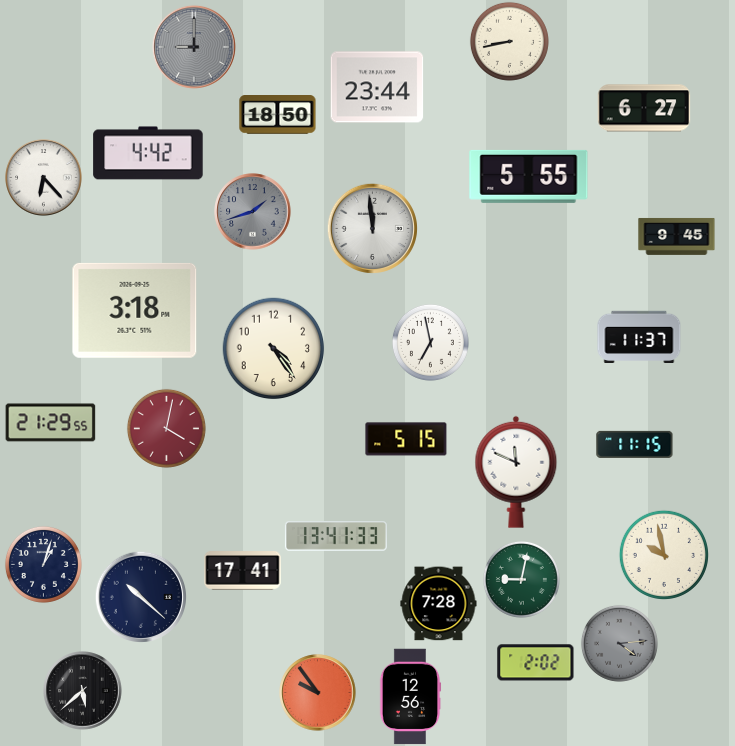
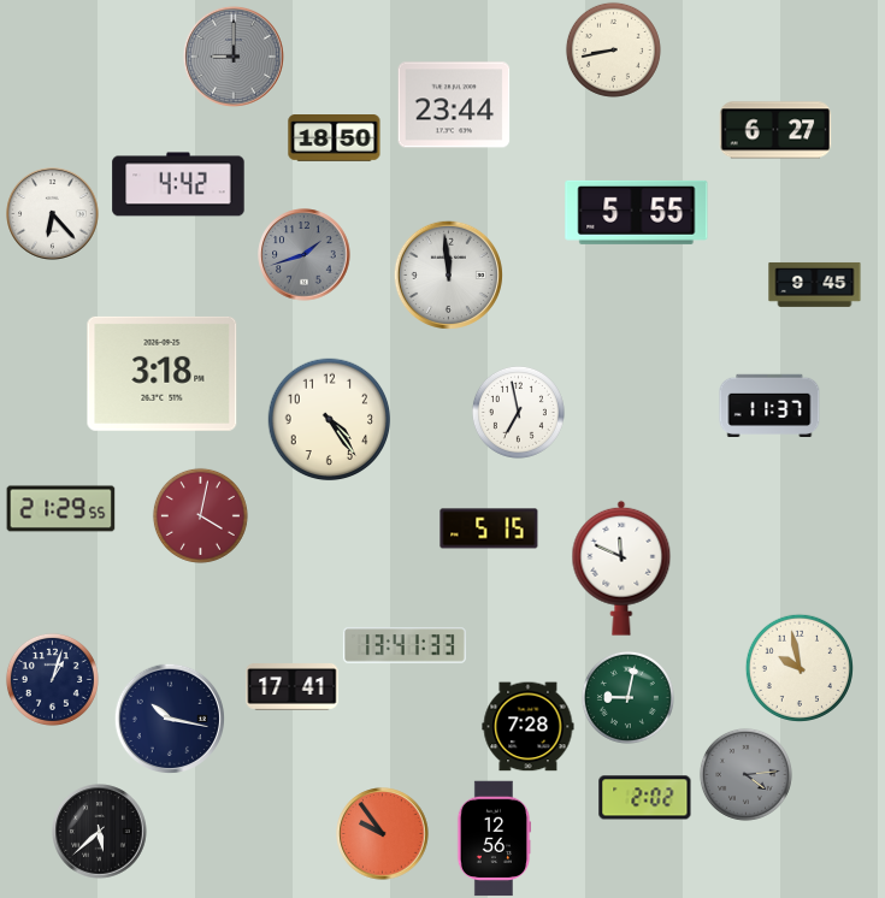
clock at (635, 444): 11:15 -> none
clock at (140, 596): 10:22 -> 10:17
